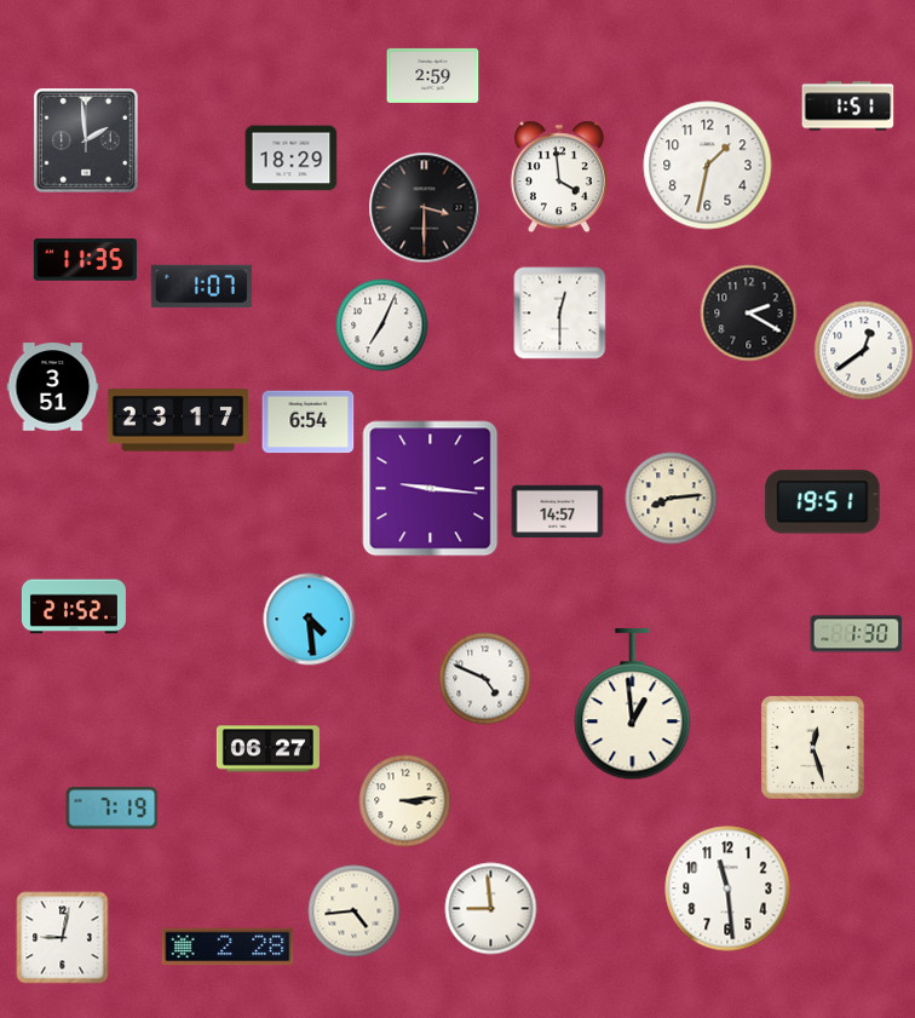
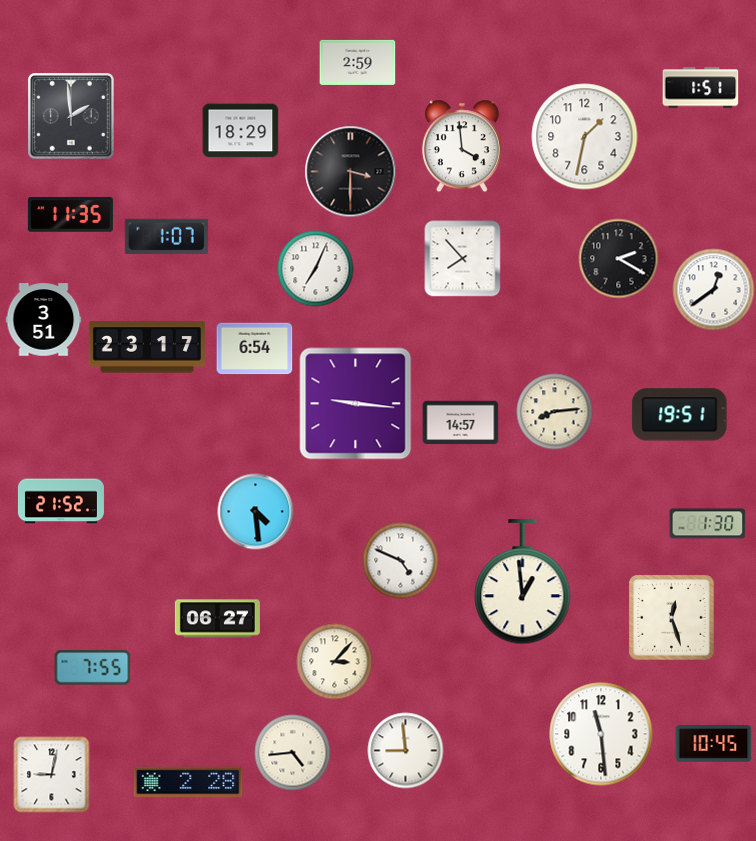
clock at (560, 314): 12:30 -> 7:53
clock at (267, 749) position: (267, 749) -> (217, 619)
clock at (405, 801): 3:14 -> 3:07
clock at (113, 809): 7:19 -> 7:55
clock at (714, 744): none -> 10:45
